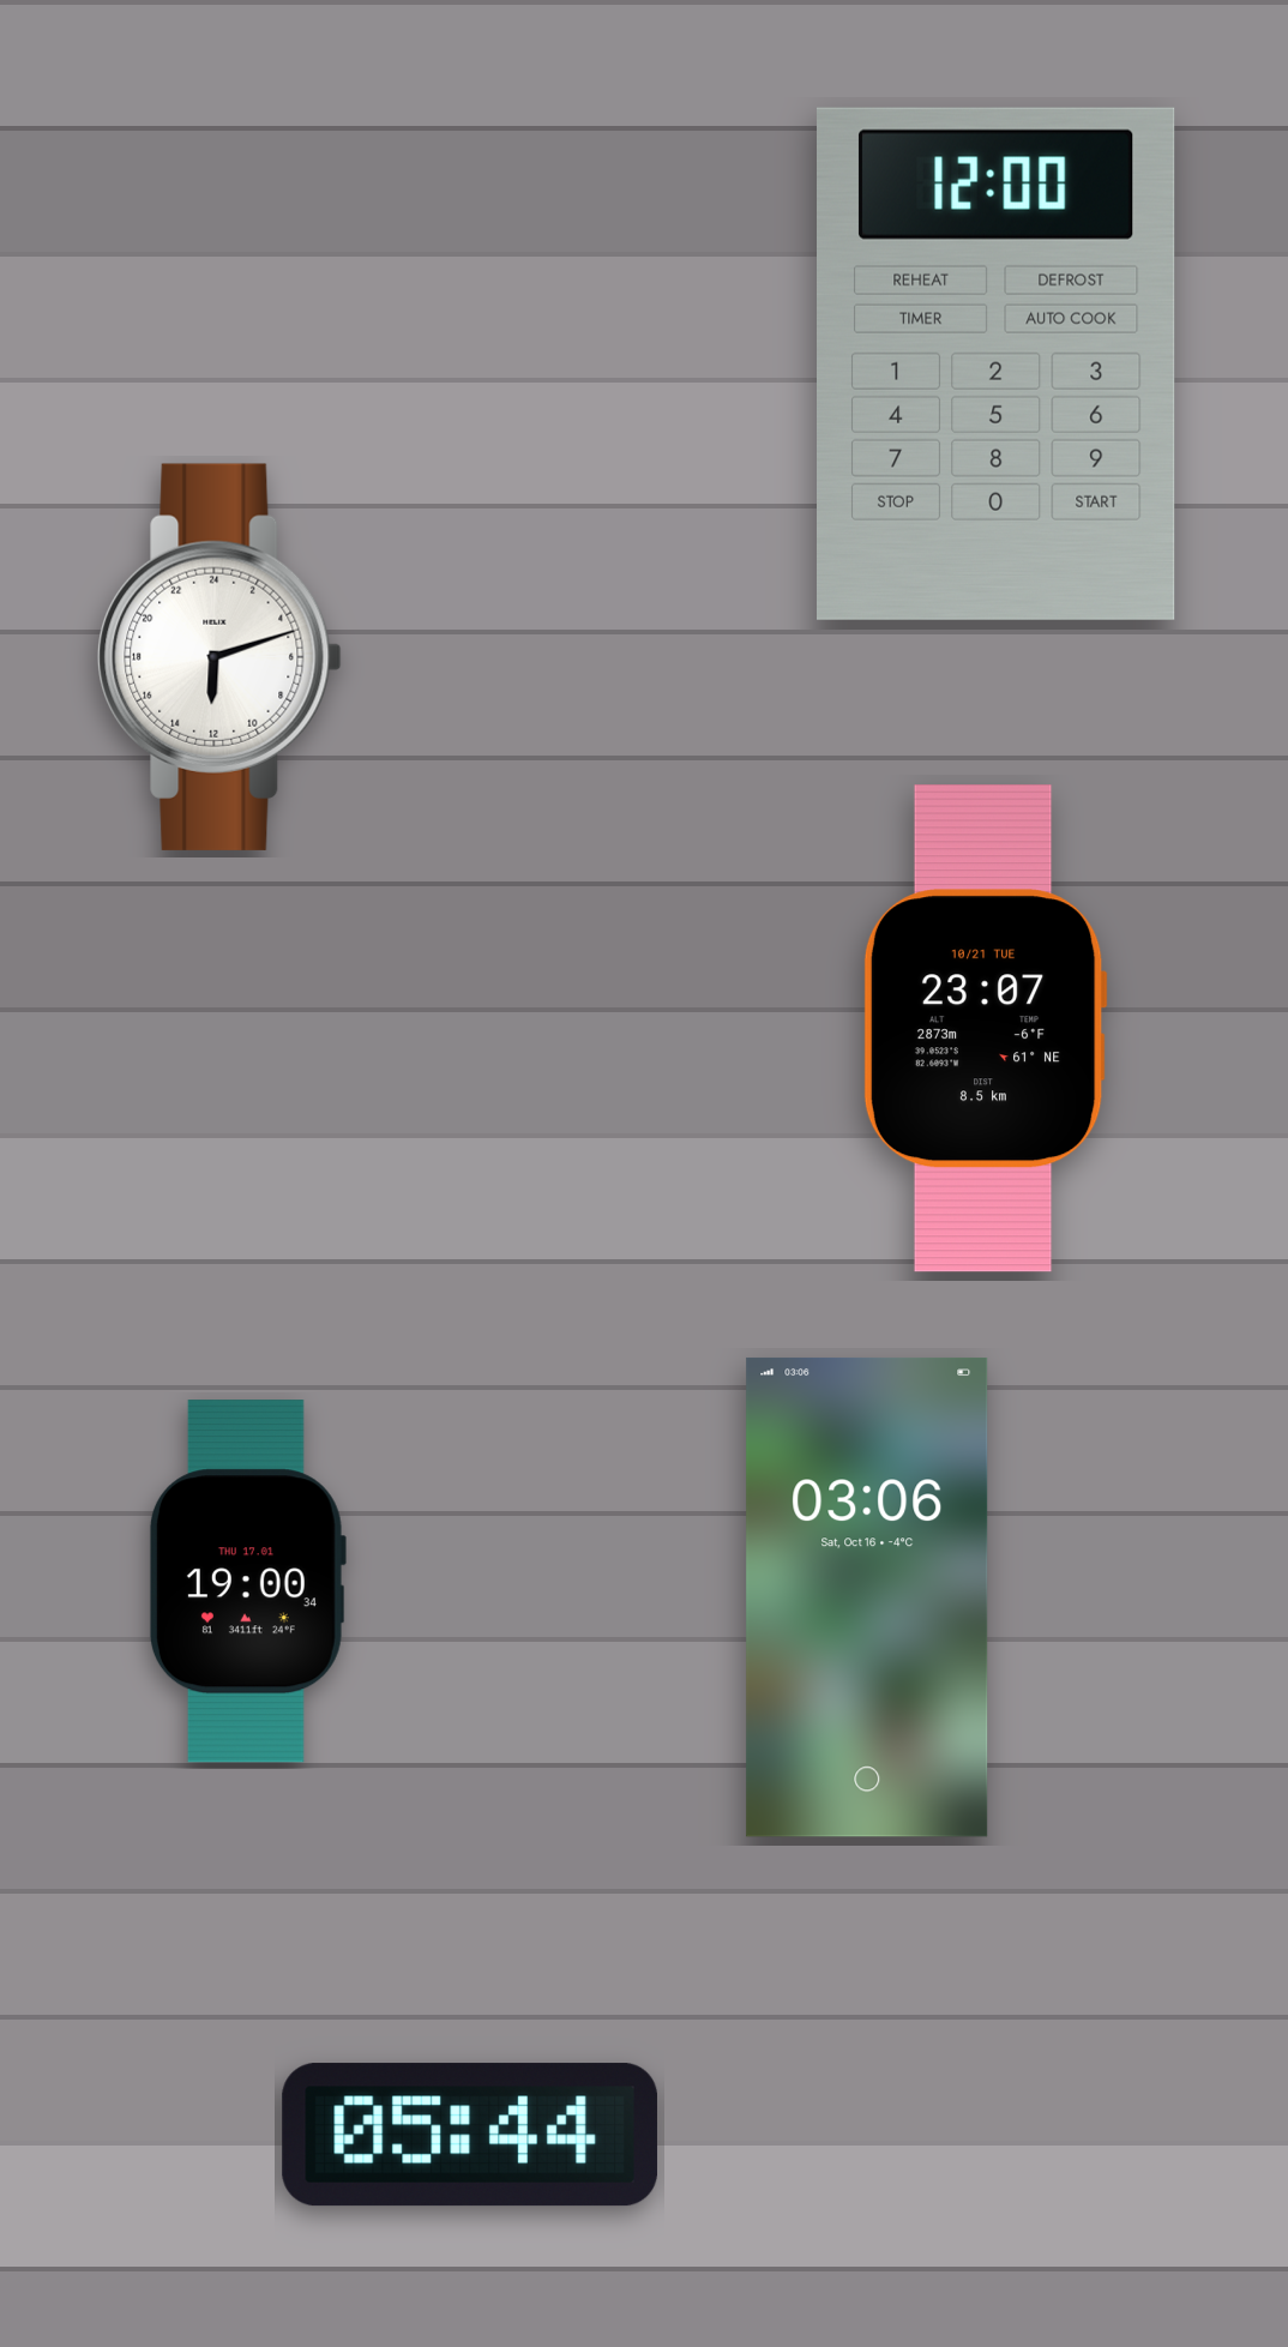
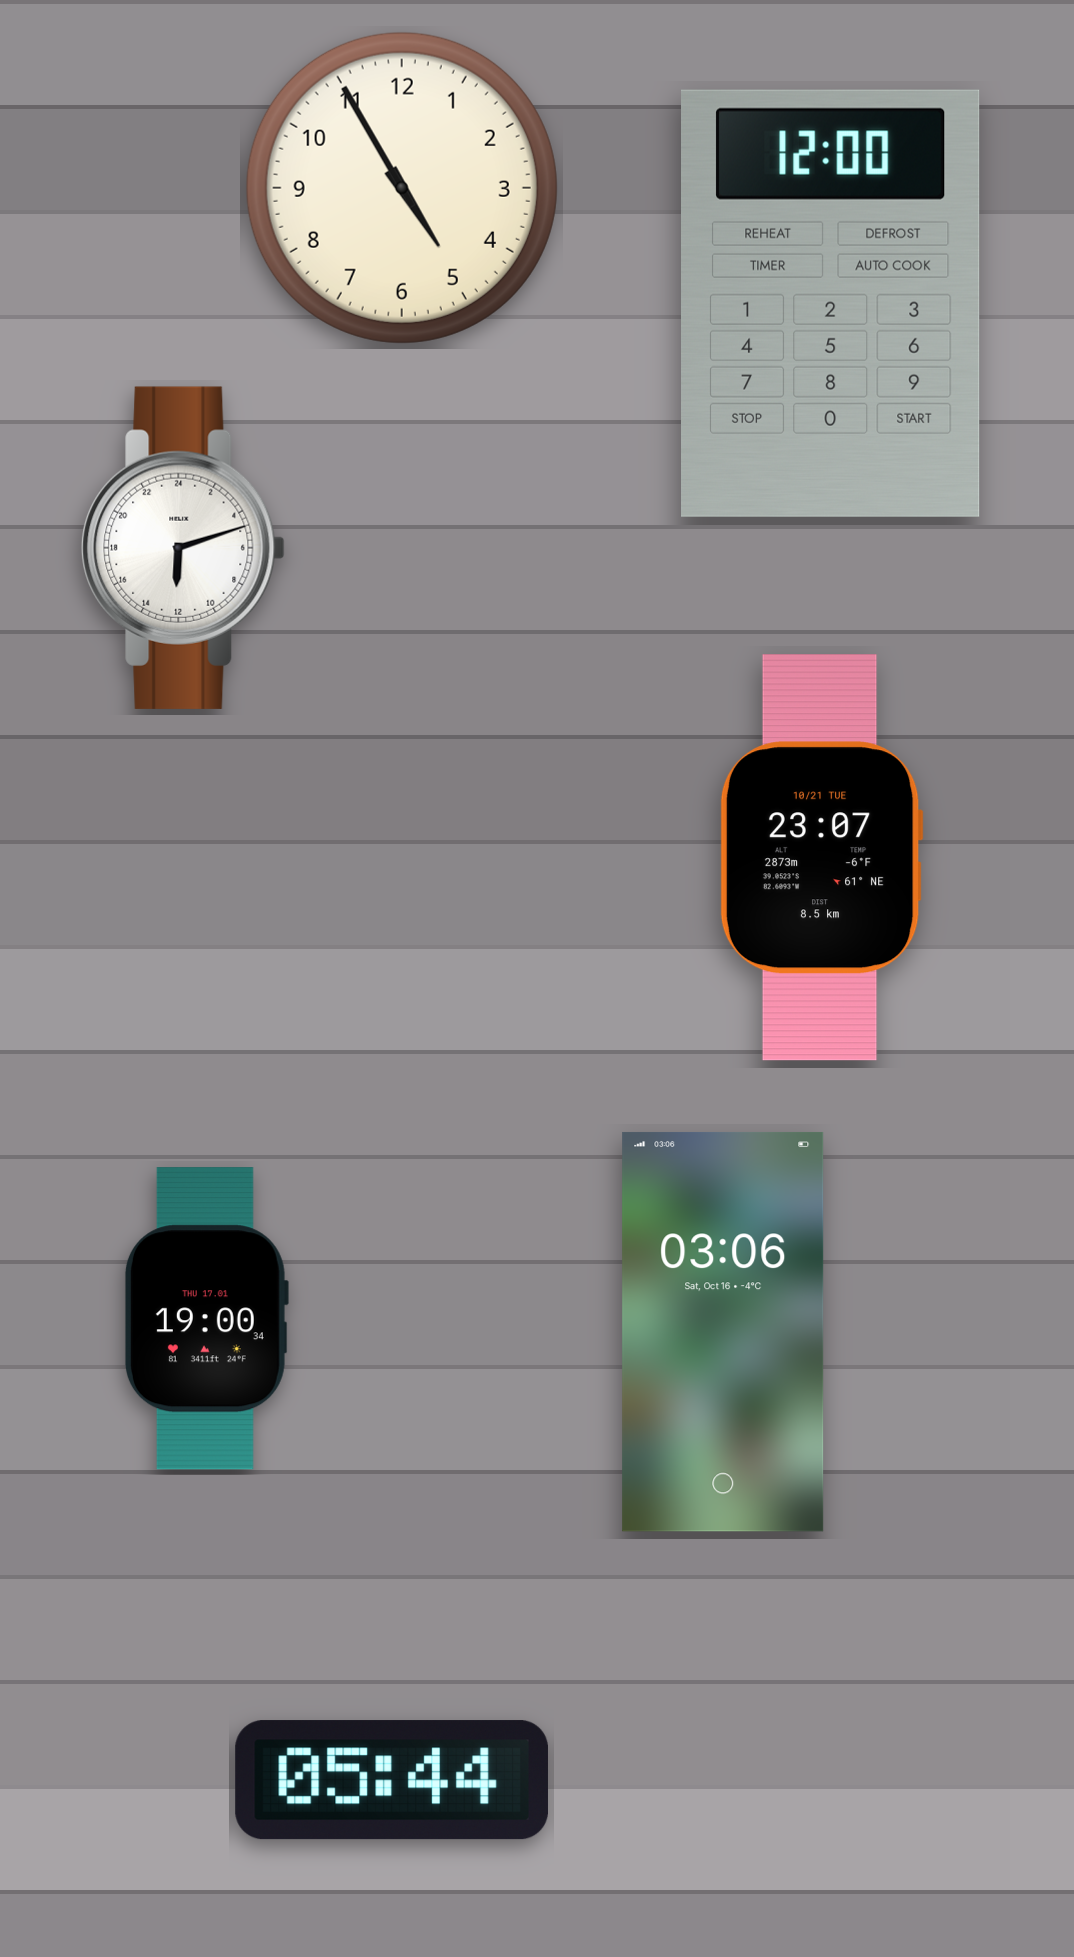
clock at (402, 188): none -> 4:55
